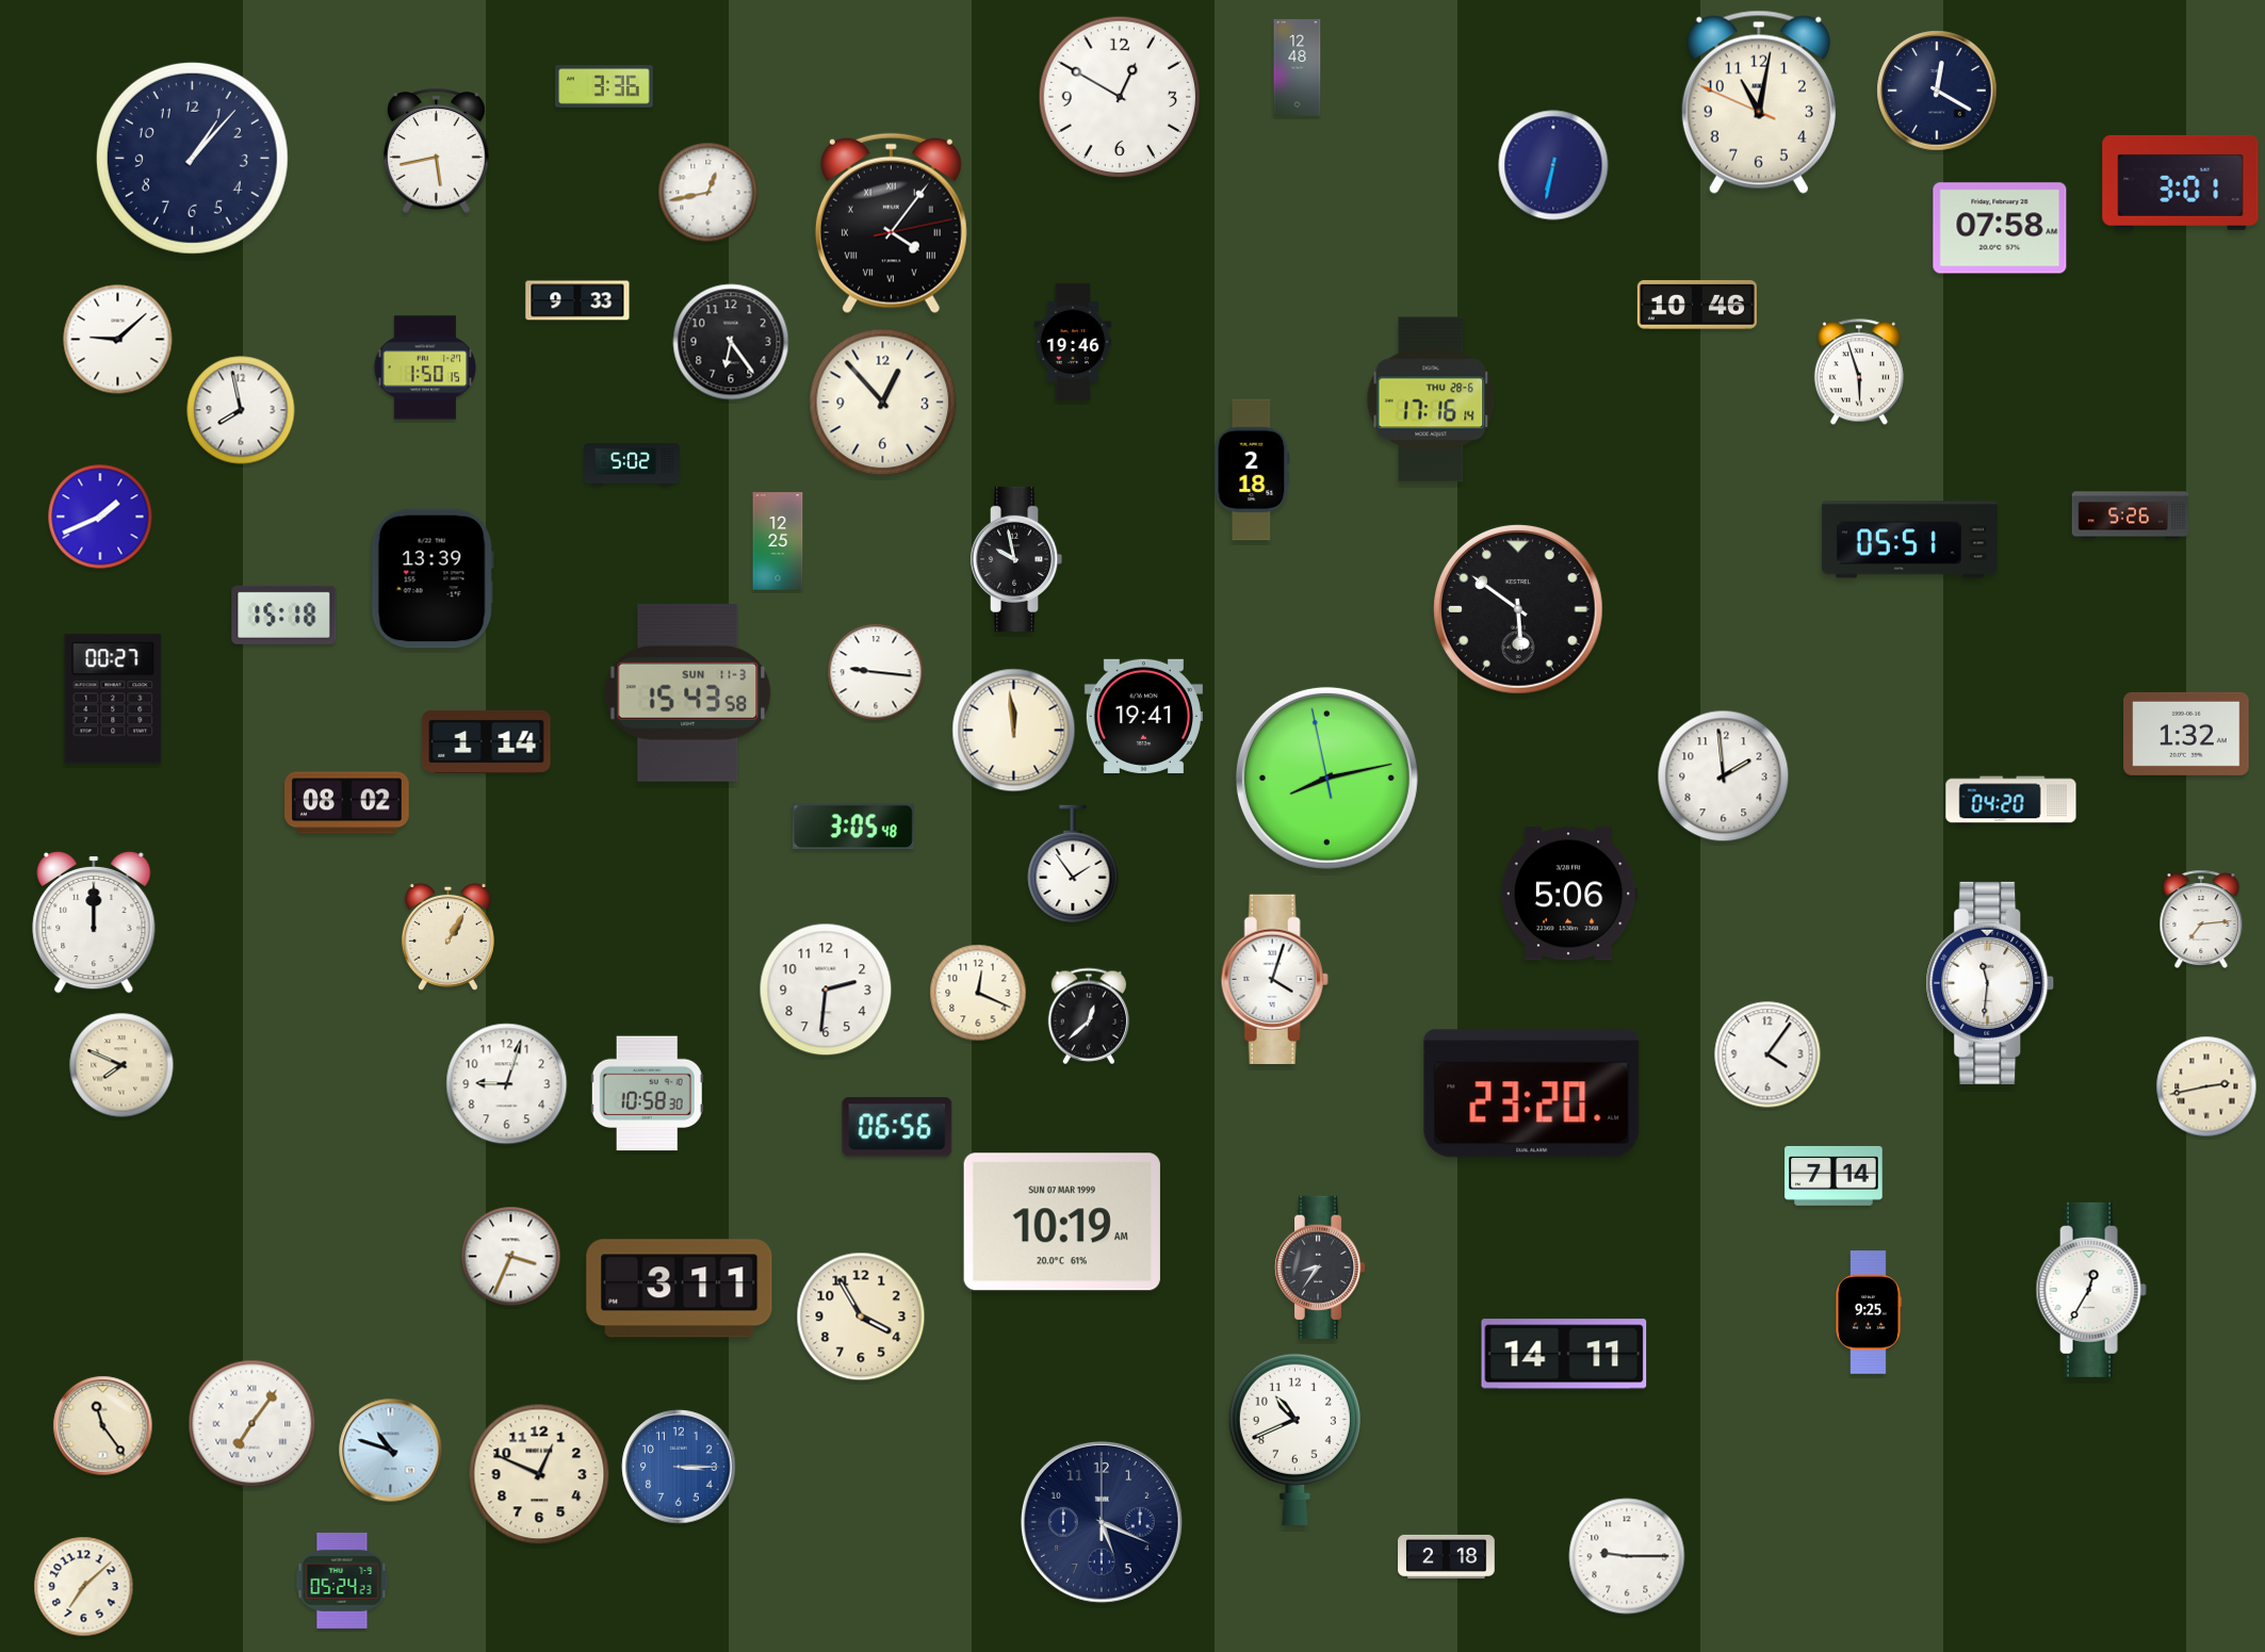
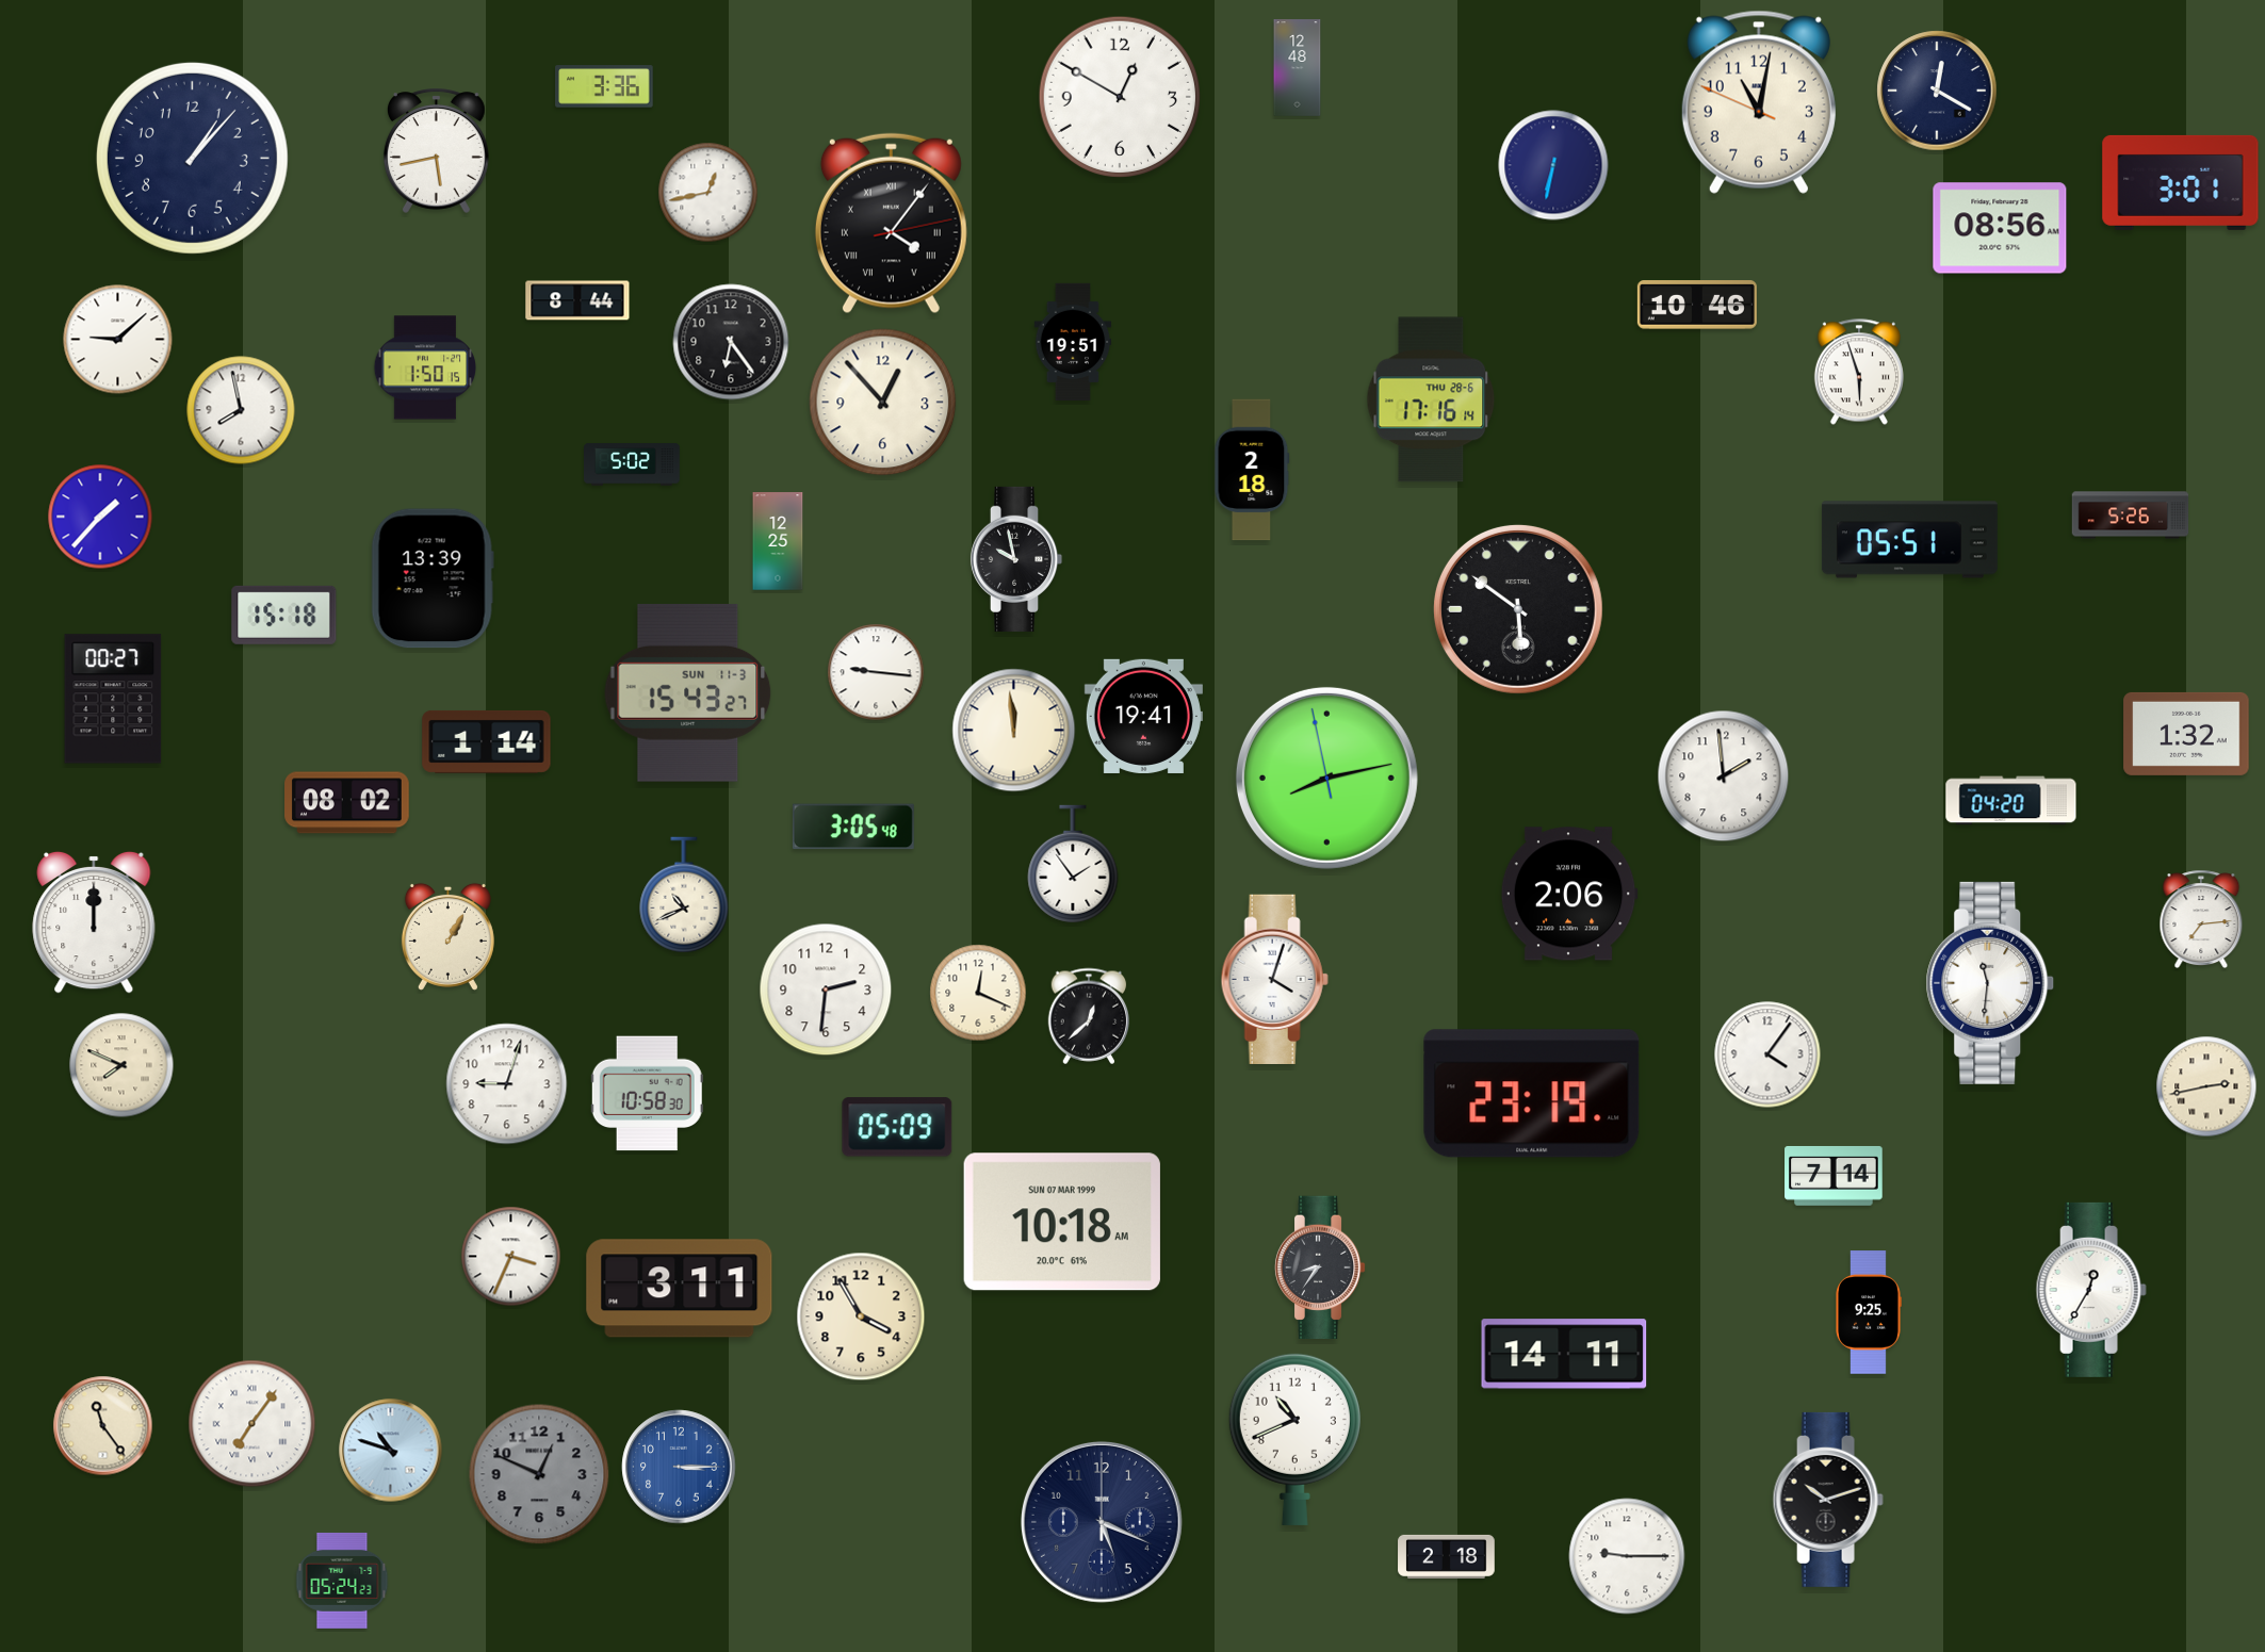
clock at (2000, 228): 07:58 -> 08:56
clock at (577, 300): 9:33 -> 8:44
clock at (1073, 341): 19:46 -> 19:51
clock at (100, 517): 1:41 -> 1:37
clock at (688, 692): 15:43:58 -> 15:43:27
clock at (1569, 894): 5:06 -> 2:06
clock at (684, 895): none -> 10:41
clock at (1532, 1094): 23:20 -> 23:19
clock at (897, 1127): 06:56 -> 05:09
clock at (1062, 1222): 10:19 -> 10:18
clock at (539, 1474) dial: cream -> grey
clock at (1828, 1500): none -> 10:12
clock at (84, 1587): 7:08 -> none
